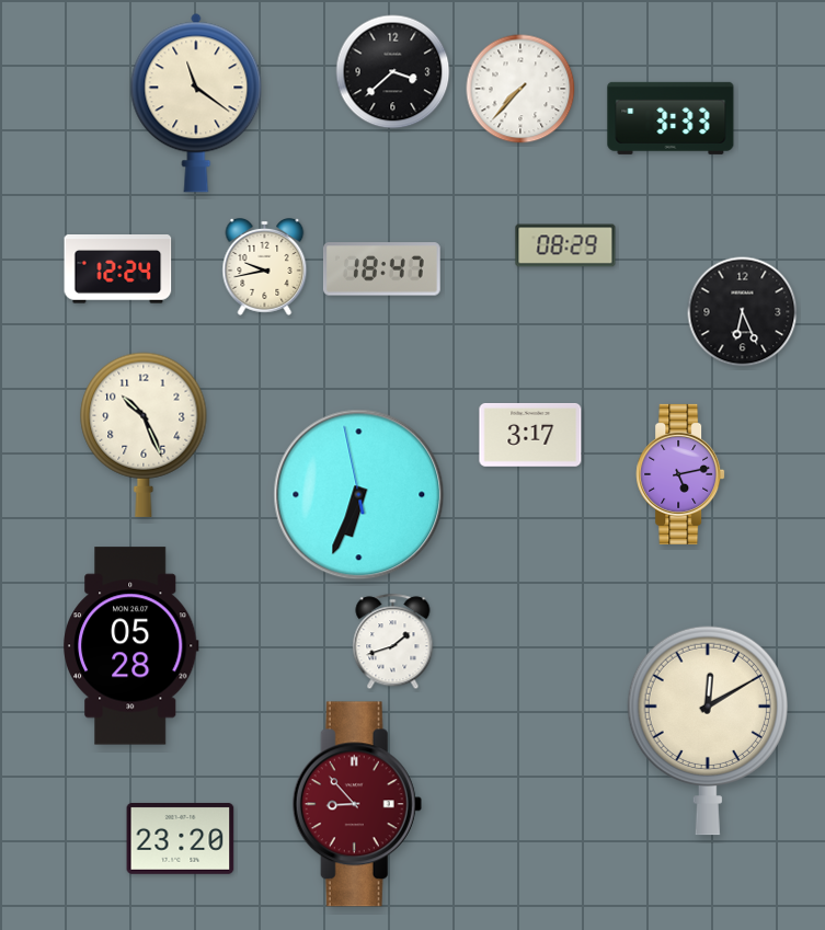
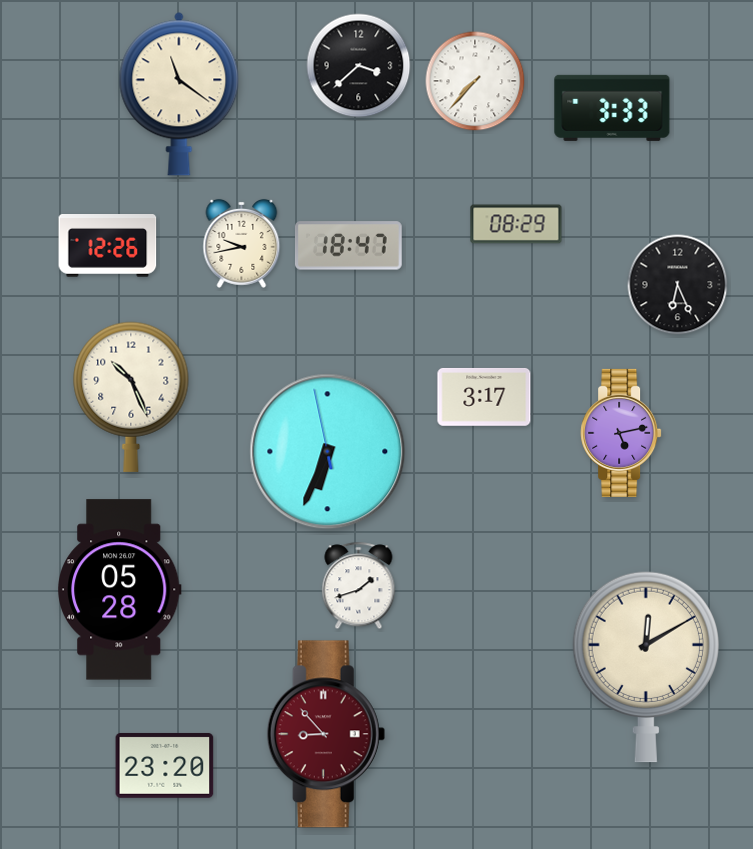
clock at (118, 269): 12:24 -> 12:26
